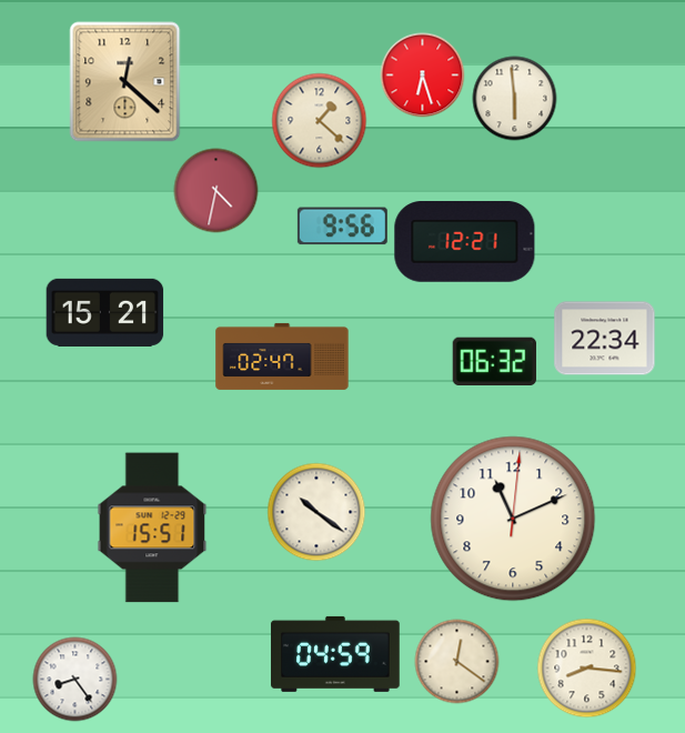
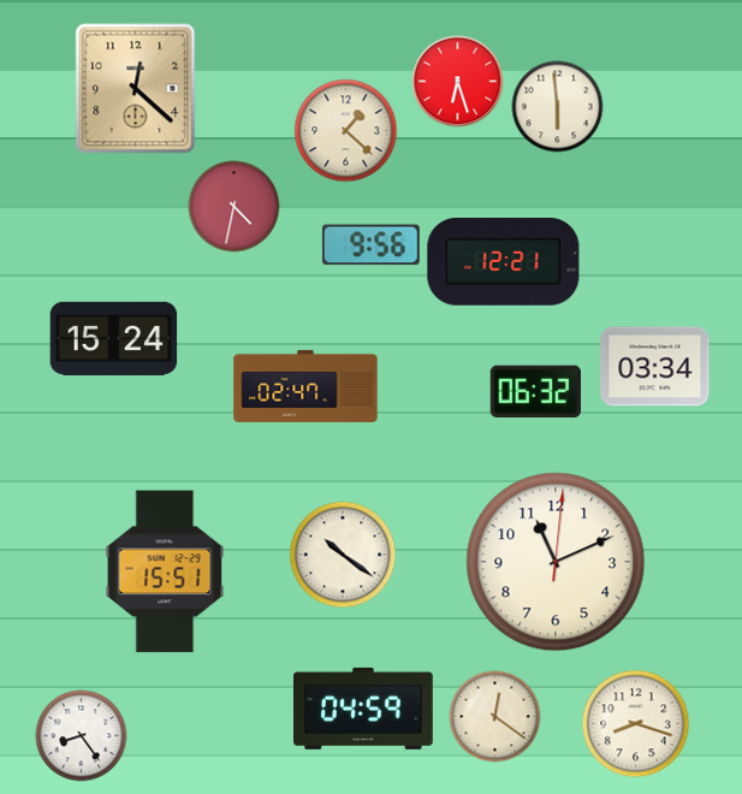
clock at (105, 312): 15:21 -> 15:24
clock at (605, 339): 22:34 -> 03:34
clock at (587, 669): 8:16 -> 8:18
